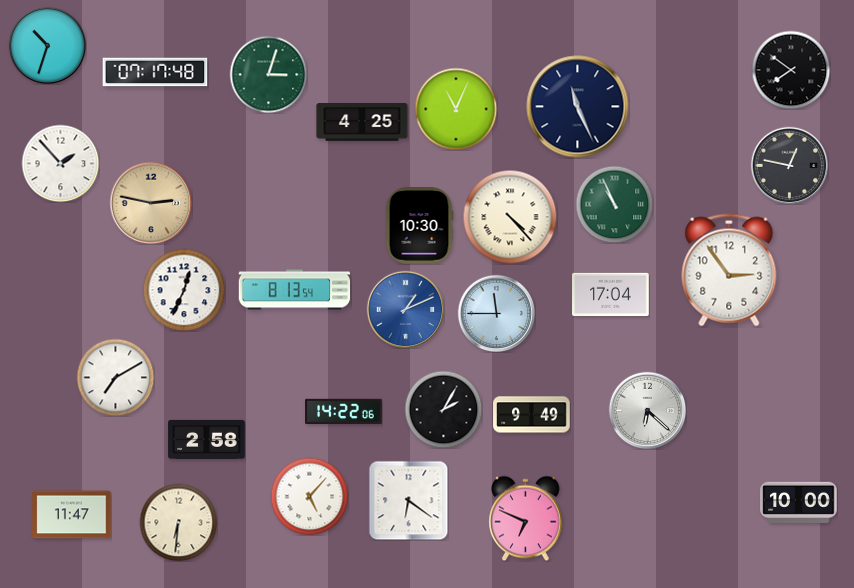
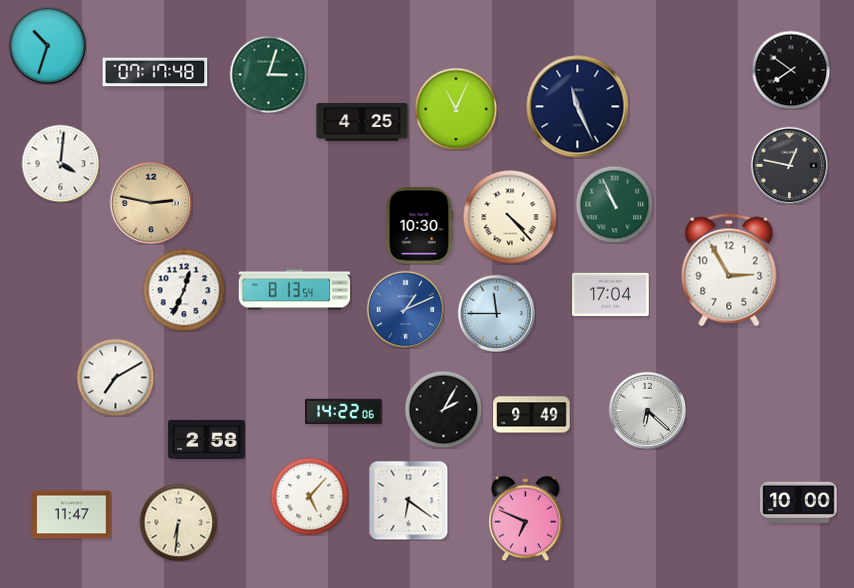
clock at (60, 163): 1:53 -> 4:01
clock at (729, 270): 2:54 -> 2:55
